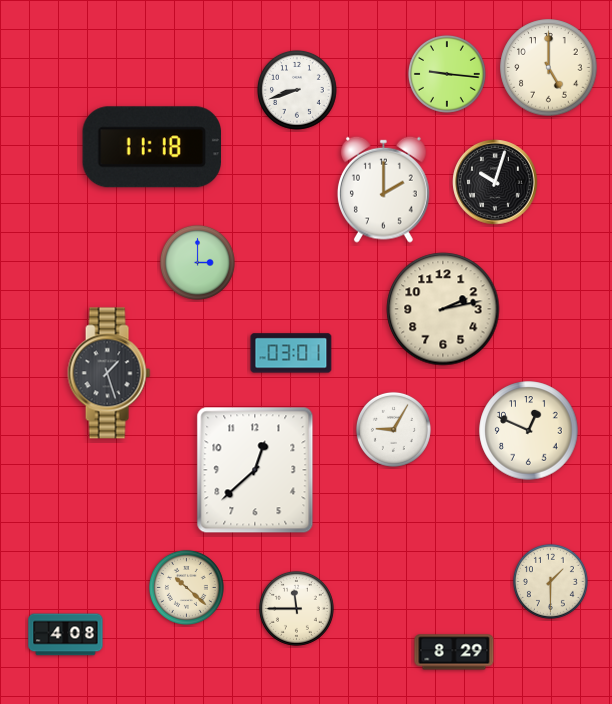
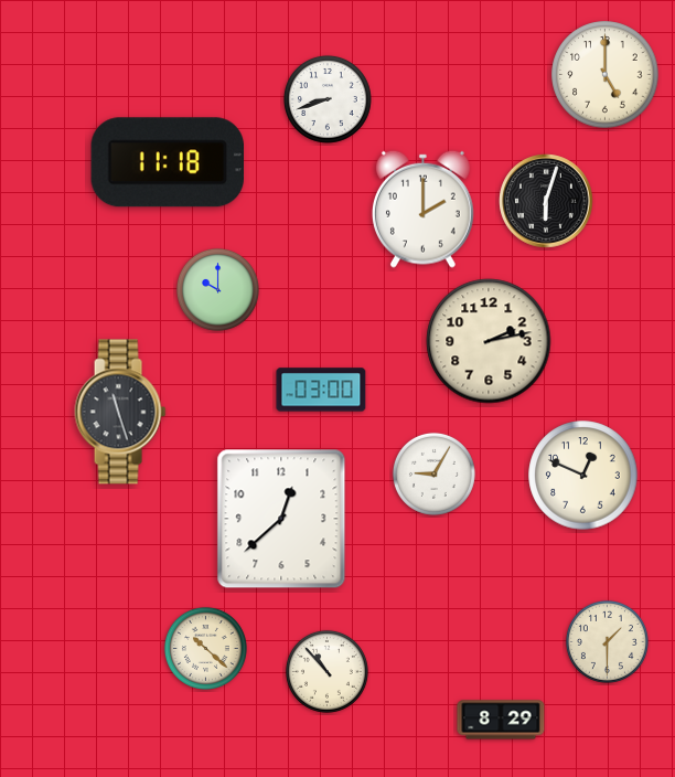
clock at (447, 74): 9:16 -> none
clock at (495, 182): 10:03 -> 6:03
clock at (197, 262): 3:00 -> 10:00
clock at (291, 353): 03:01 -> 03:00
clock at (109, 373): 1:27 -> 11:27
clock at (296, 608): 11:45 -> 10:53
clock at (66, 635): 4:08 -> none
